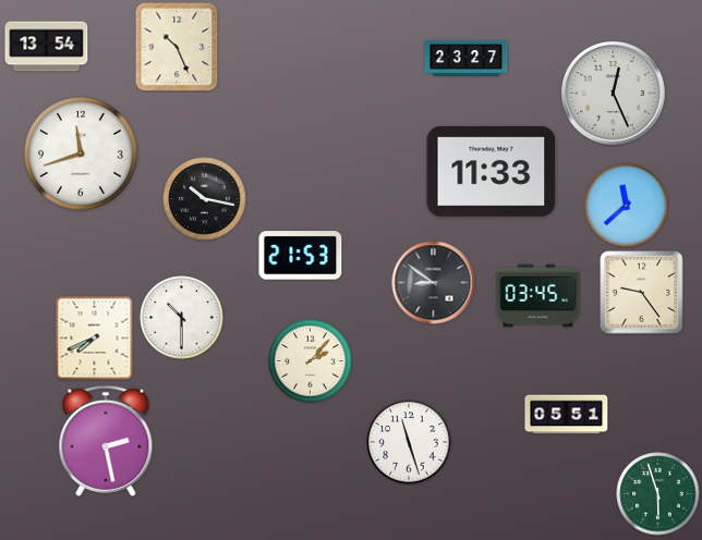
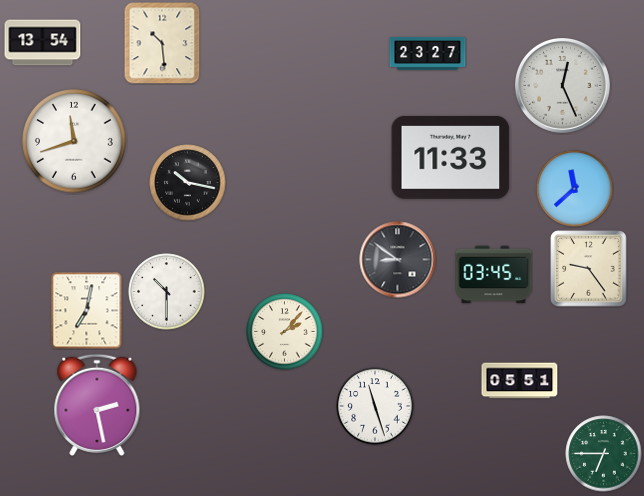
clock at (177, 47): 10:26 -> 10:29
clock at (301, 256): 21:53 -> none
clock at (538, 296) position: (538, 296) -> (494, 275)
clock at (95, 339): 7:41 -> 7:02
clock at (658, 494): 5:57 -> 6:45
